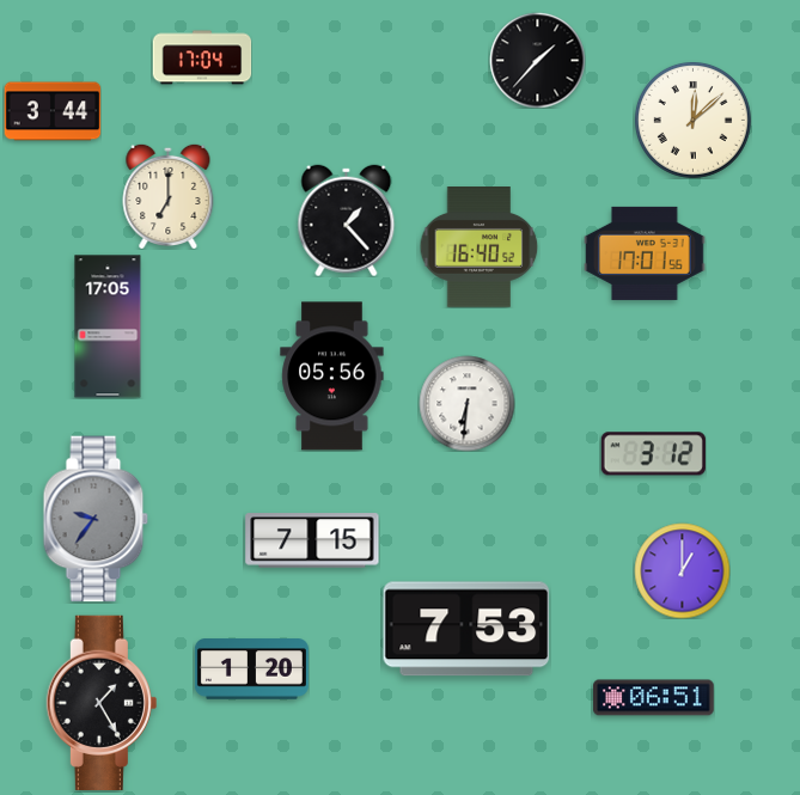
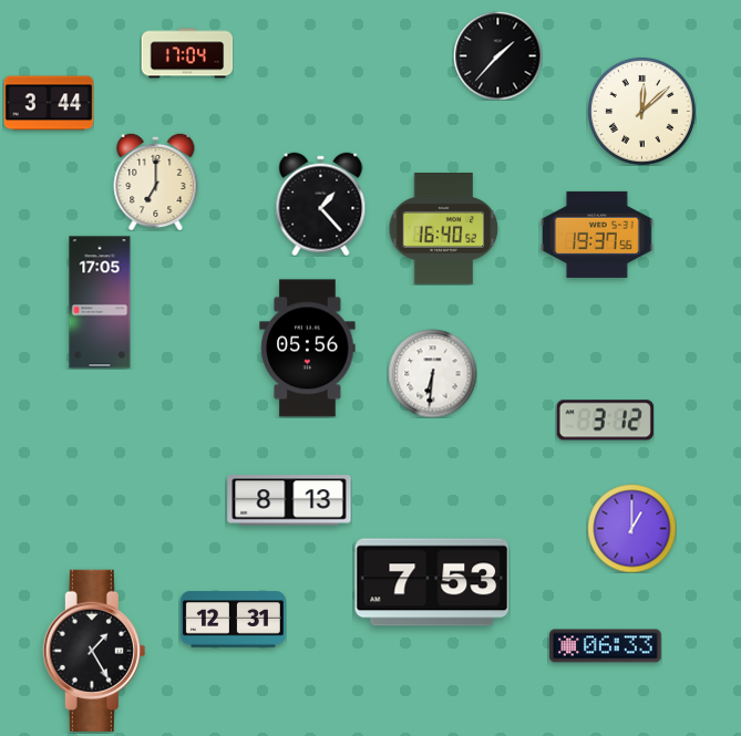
clock at (645, 253): 17:01 -> 19:37
clock at (96, 519): 9:36 -> none
clock at (312, 540): 7:15 -> 8:13
clock at (251, 669): 1:20 -> 12:31
clock at (654, 698): 06:51 -> 06:33
